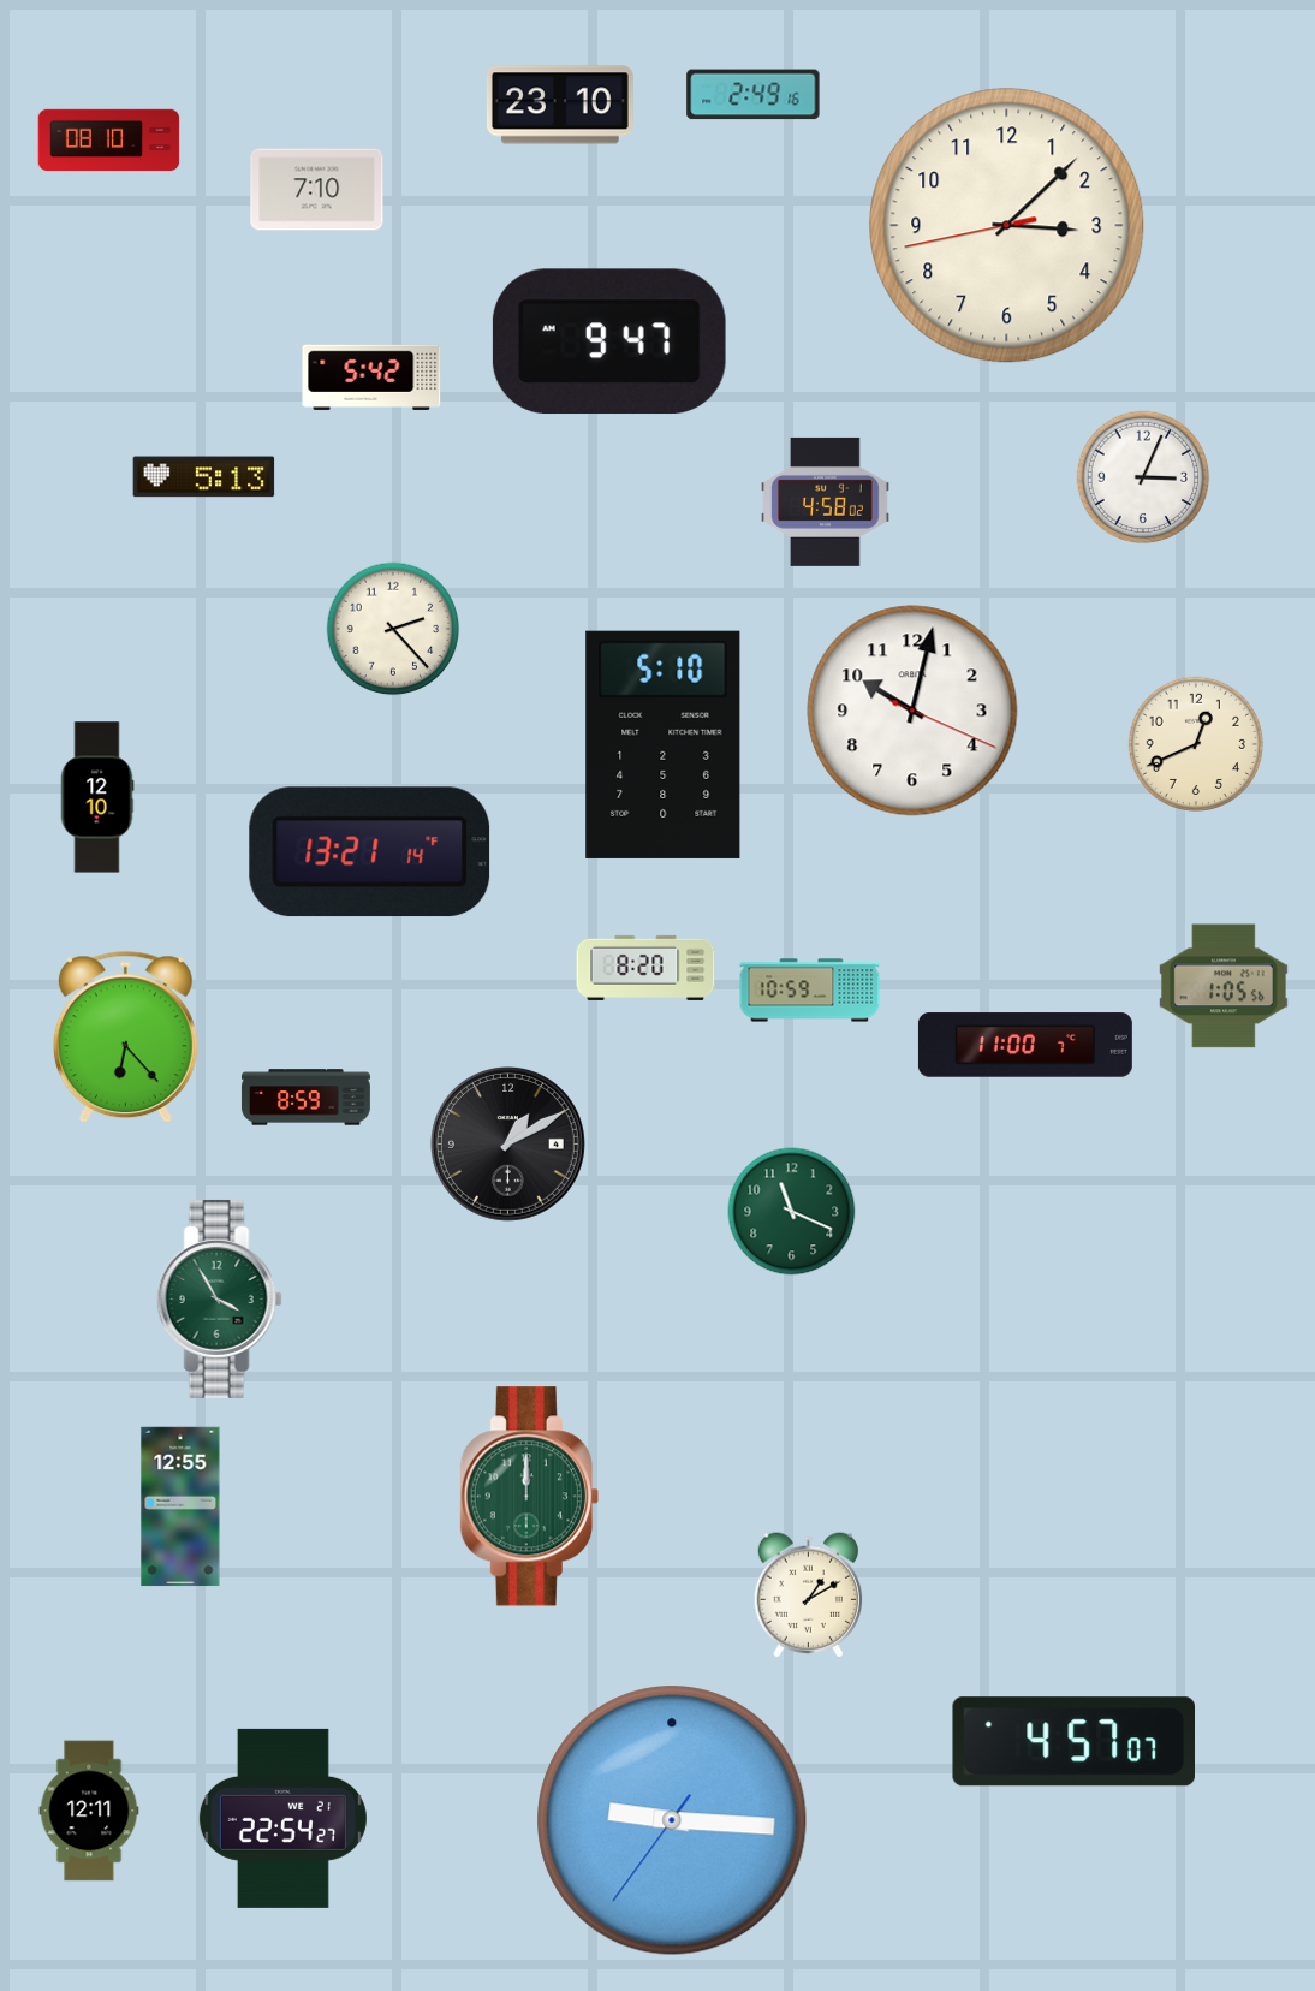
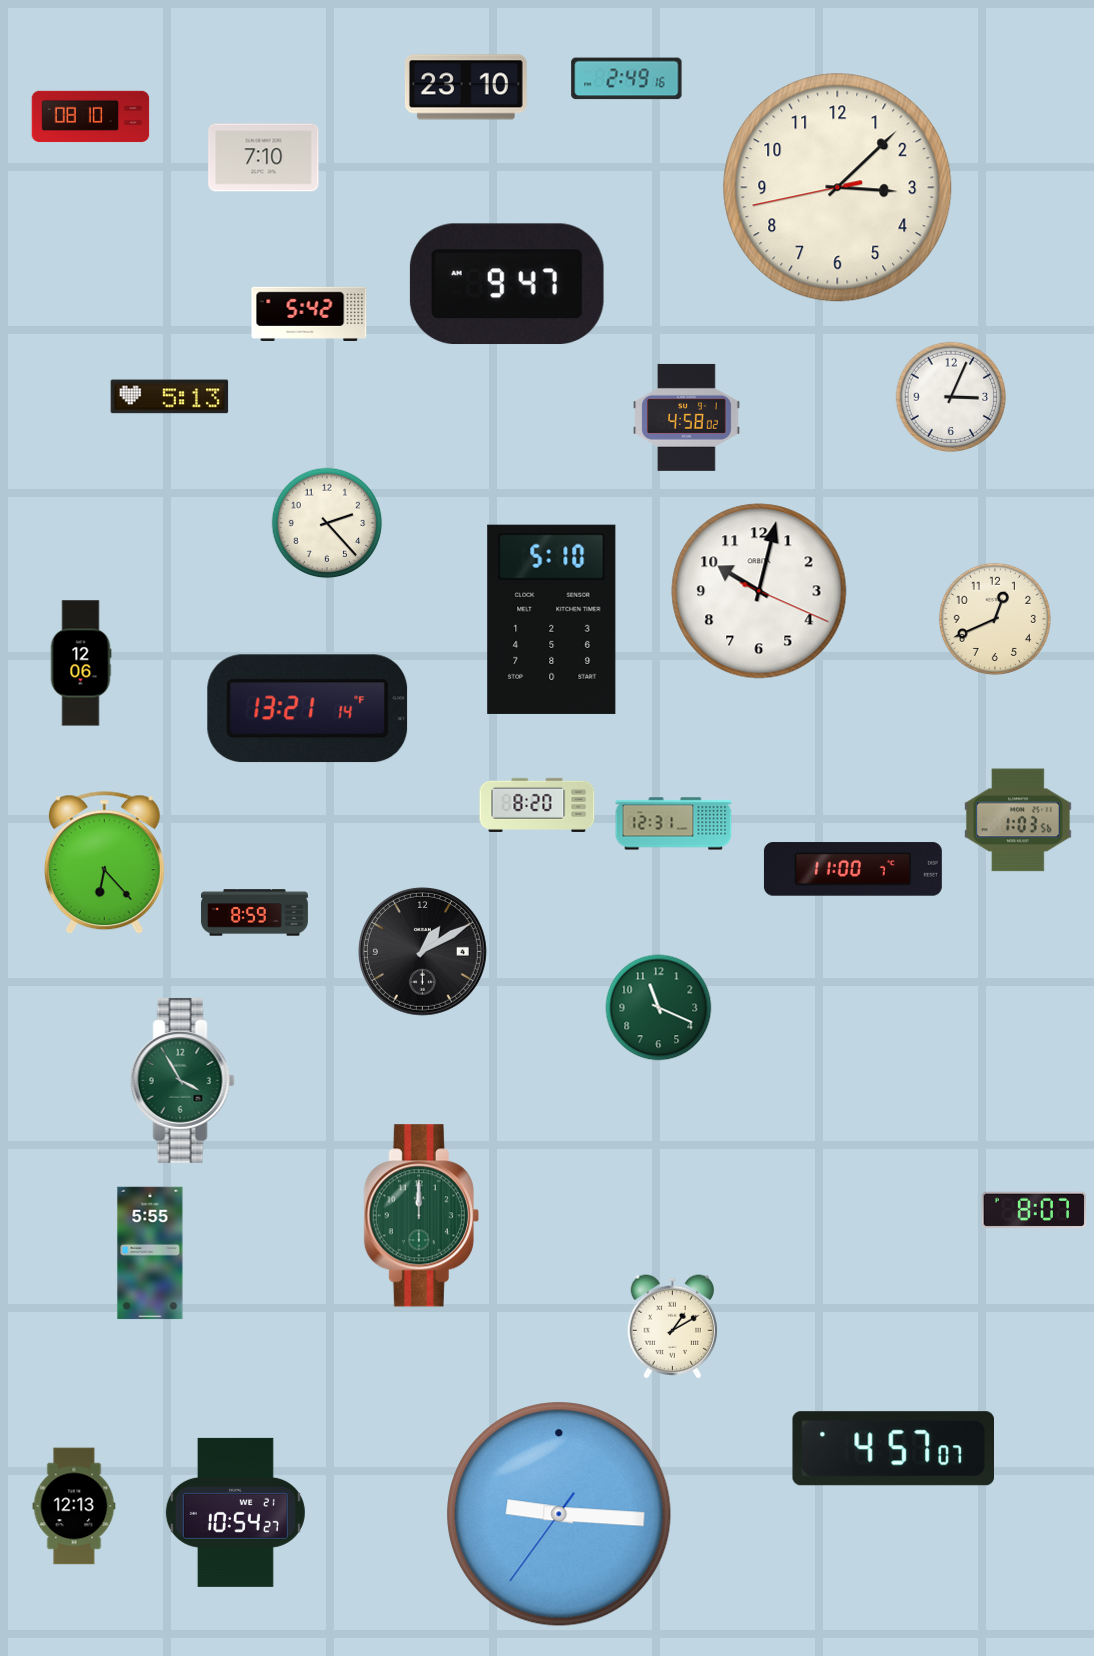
clock at (97, 797): 12:10 -> 12:06
clock at (1224, 986): 1:05 -> 1:03
clock at (810, 991): 10:59 -> 12:31
clock at (1034, 1209): none -> 8:07
clock at (529, 1497) position: (529, 1497) -> (421, 1216)
clock at (180, 1506): 12:55 -> 5:55
clock at (89, 1811): 12:11 -> 12:13
clock at (282, 1818): 22:54 -> 10:54
